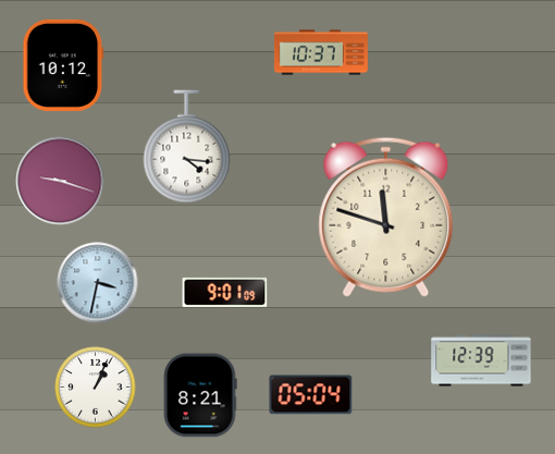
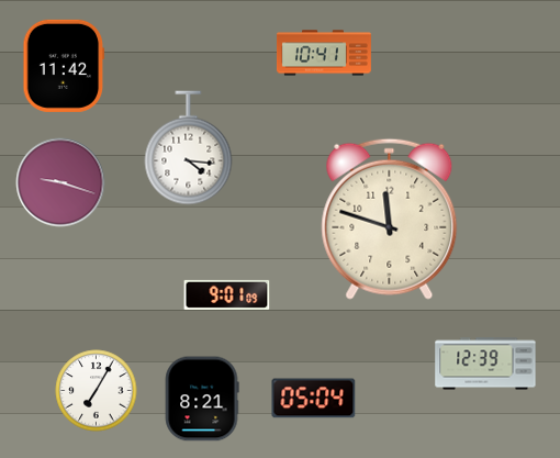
clock at (321, 52): 10:37 -> 10:41
clock at (63, 65): 10:12 -> 11:42
clock at (98, 283): 3:32 -> none
clock at (96, 388): 1:04 -> 7:05
